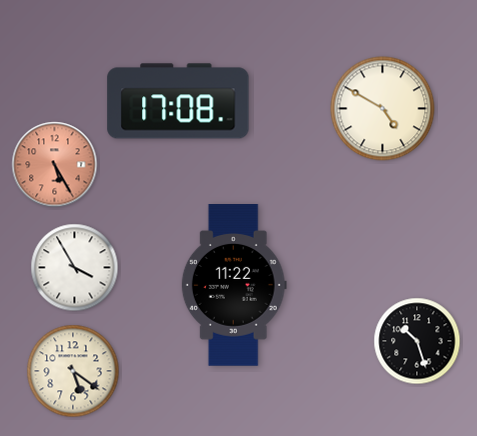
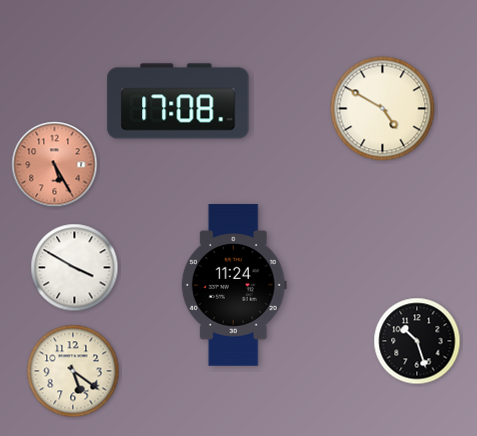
clock at (75, 268): 3:55 -> 3:50
clock at (234, 286): 11:22 -> 11:24
